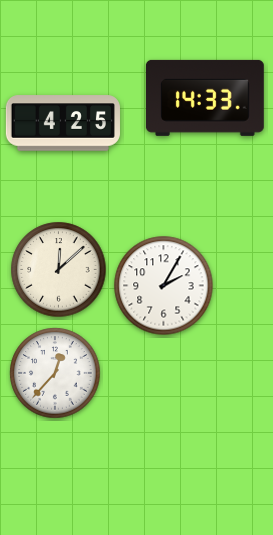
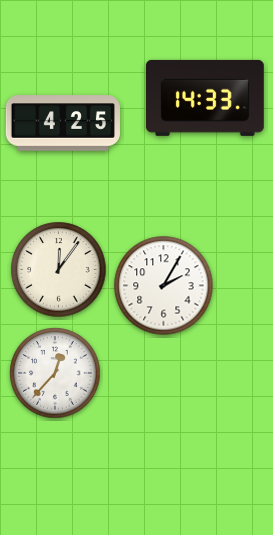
clock at (59, 270): 12:08 -> 12:06
